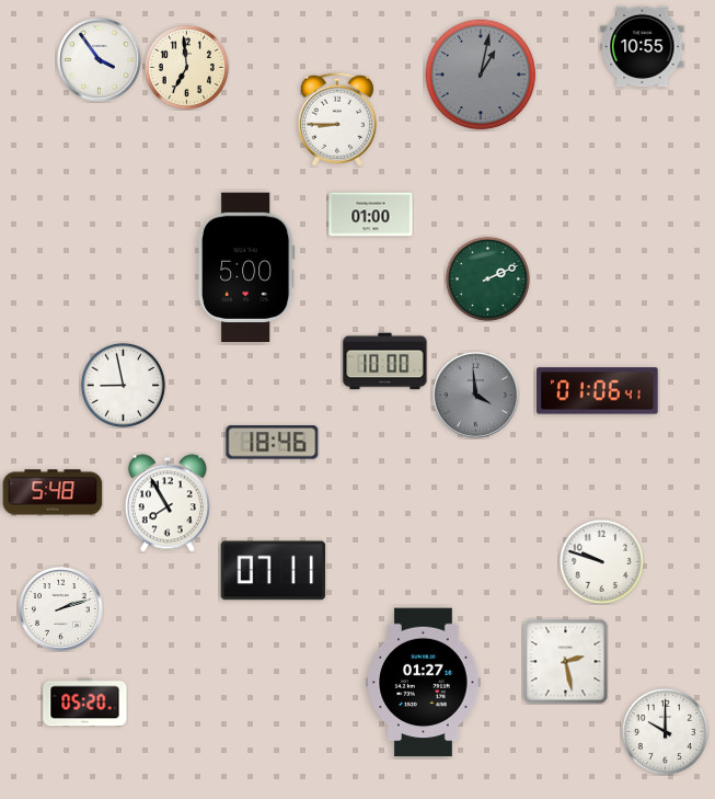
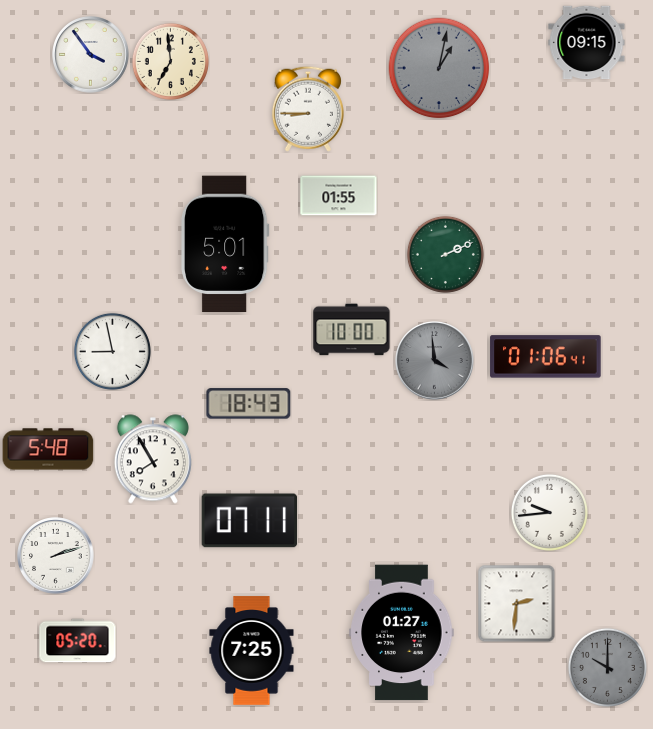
clock at (643, 47): 10:55 -> 09:15
clock at (371, 215): 01:00 -> 01:55
clock at (246, 267): 5:00 -> 5:01
clock at (273, 443): 18:46 -> 18:43
clock at (601, 561): 9:48 -> 9:44
clock at (565, 661): 2:28 -> 2:31
clock at (424, 683) position: (424, 683) -> (402, 633)
clock at (252, 651): none -> 7:25
clock at (665, 731) dial: white -> grey
